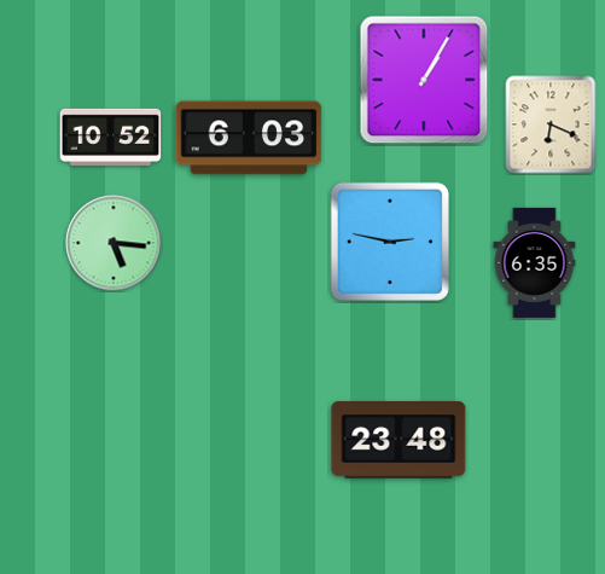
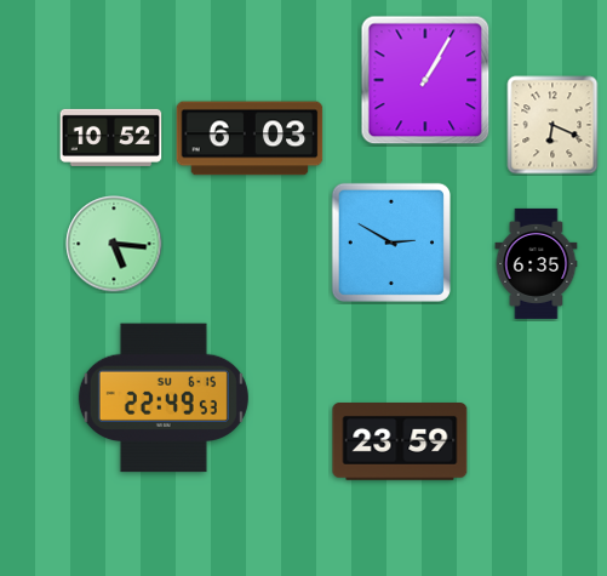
clock at (390, 242): 2:47 -> 2:50
clock at (164, 398): none -> 22:49
clock at (399, 441): 23:48 -> 23:59
